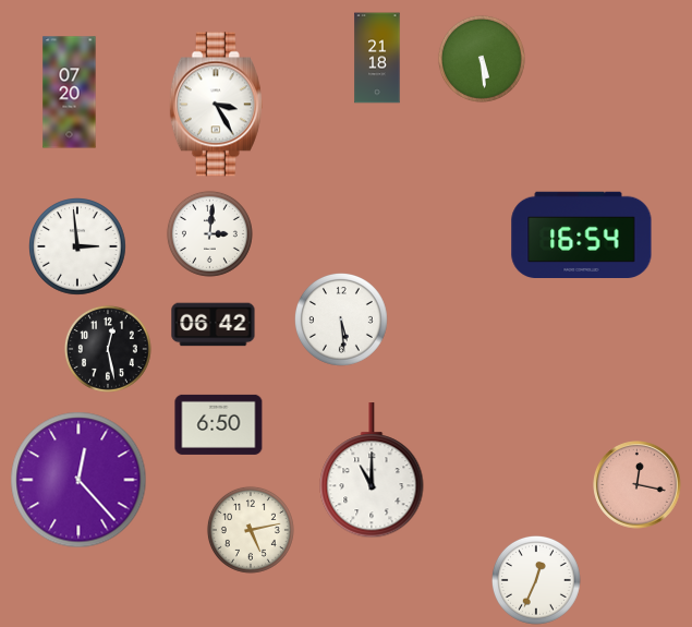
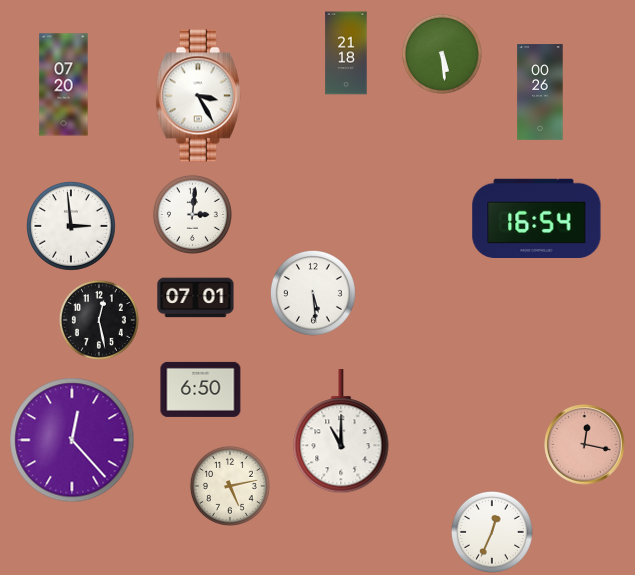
clock at (540, 92): none -> 00:26
clock at (582, 234) position: (582, 234) -> (537, 218)
clock at (214, 325): 06:42 -> 07:01
